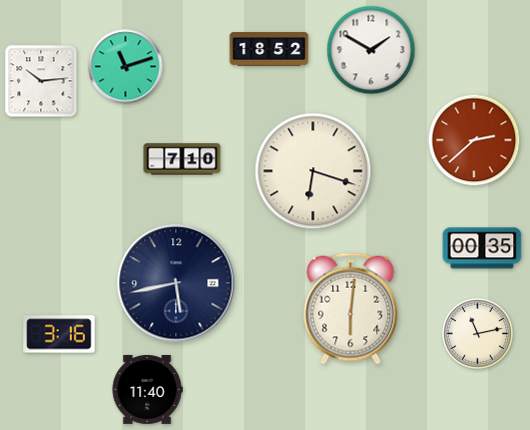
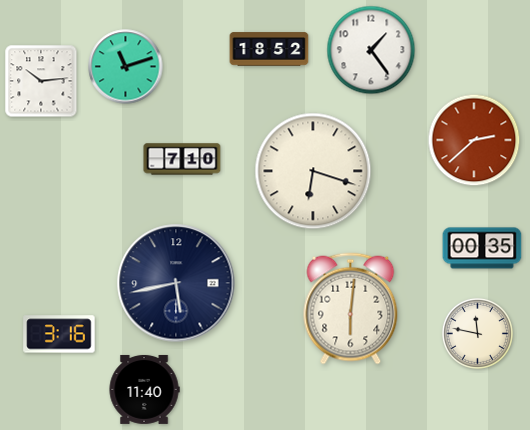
clock at (371, 50): 1:50 -> 1:24
clock at (477, 333): 11:13 -> 11:47
clock at (147, 389) position: (147, 389) -> (144, 389)
